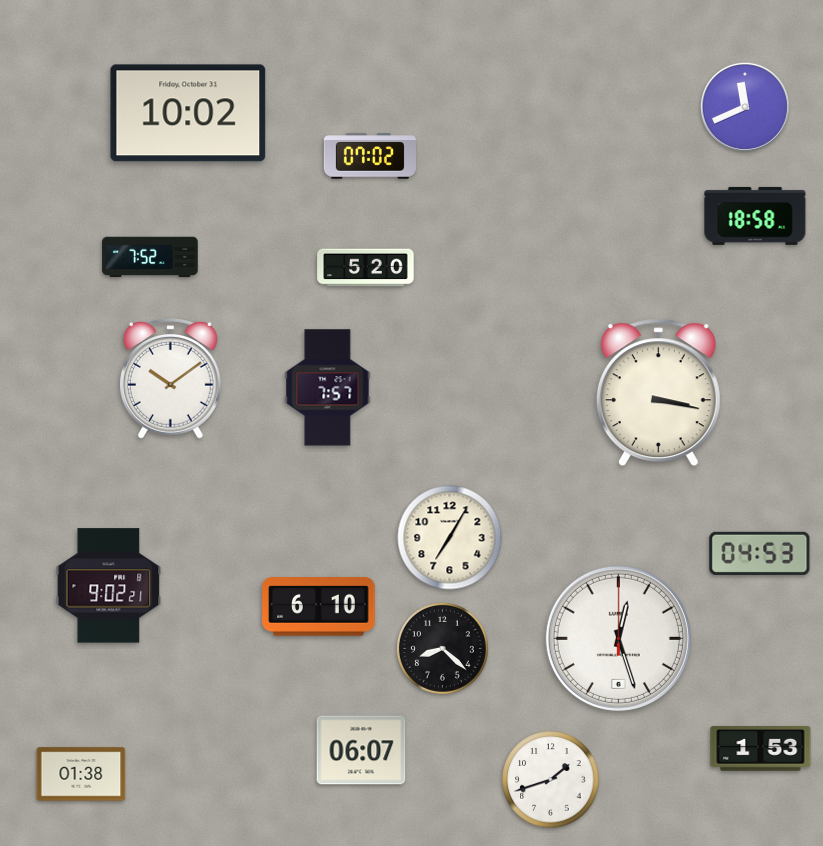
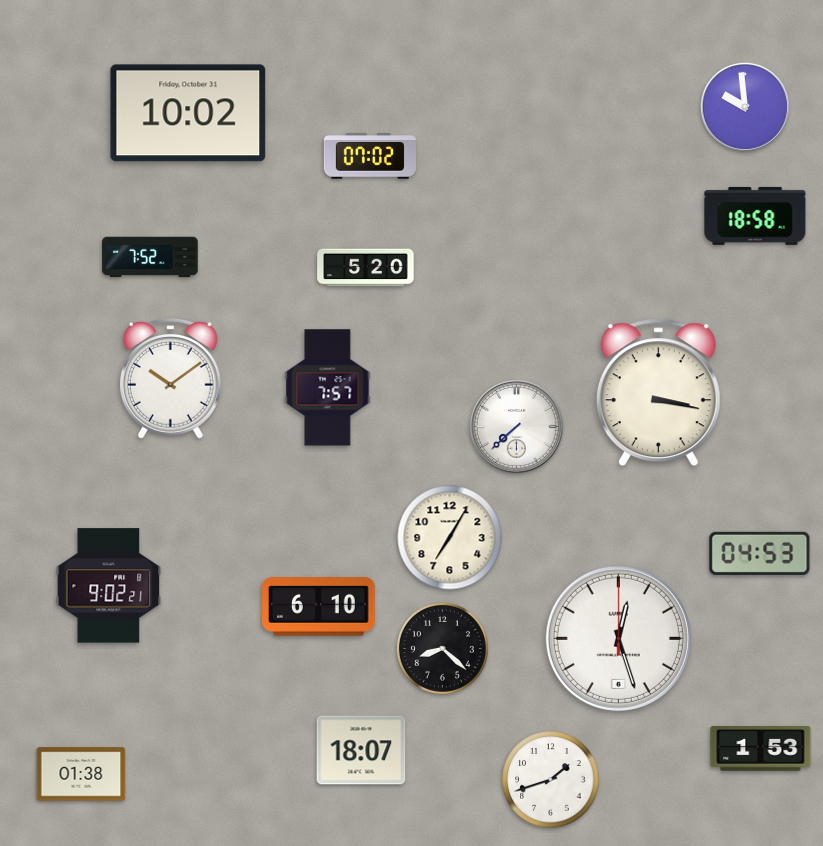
clock at (745, 107): 11:41 -> 9:59
clock at (516, 426): none -> 7:38
clock at (361, 750): 06:07 -> 18:07
